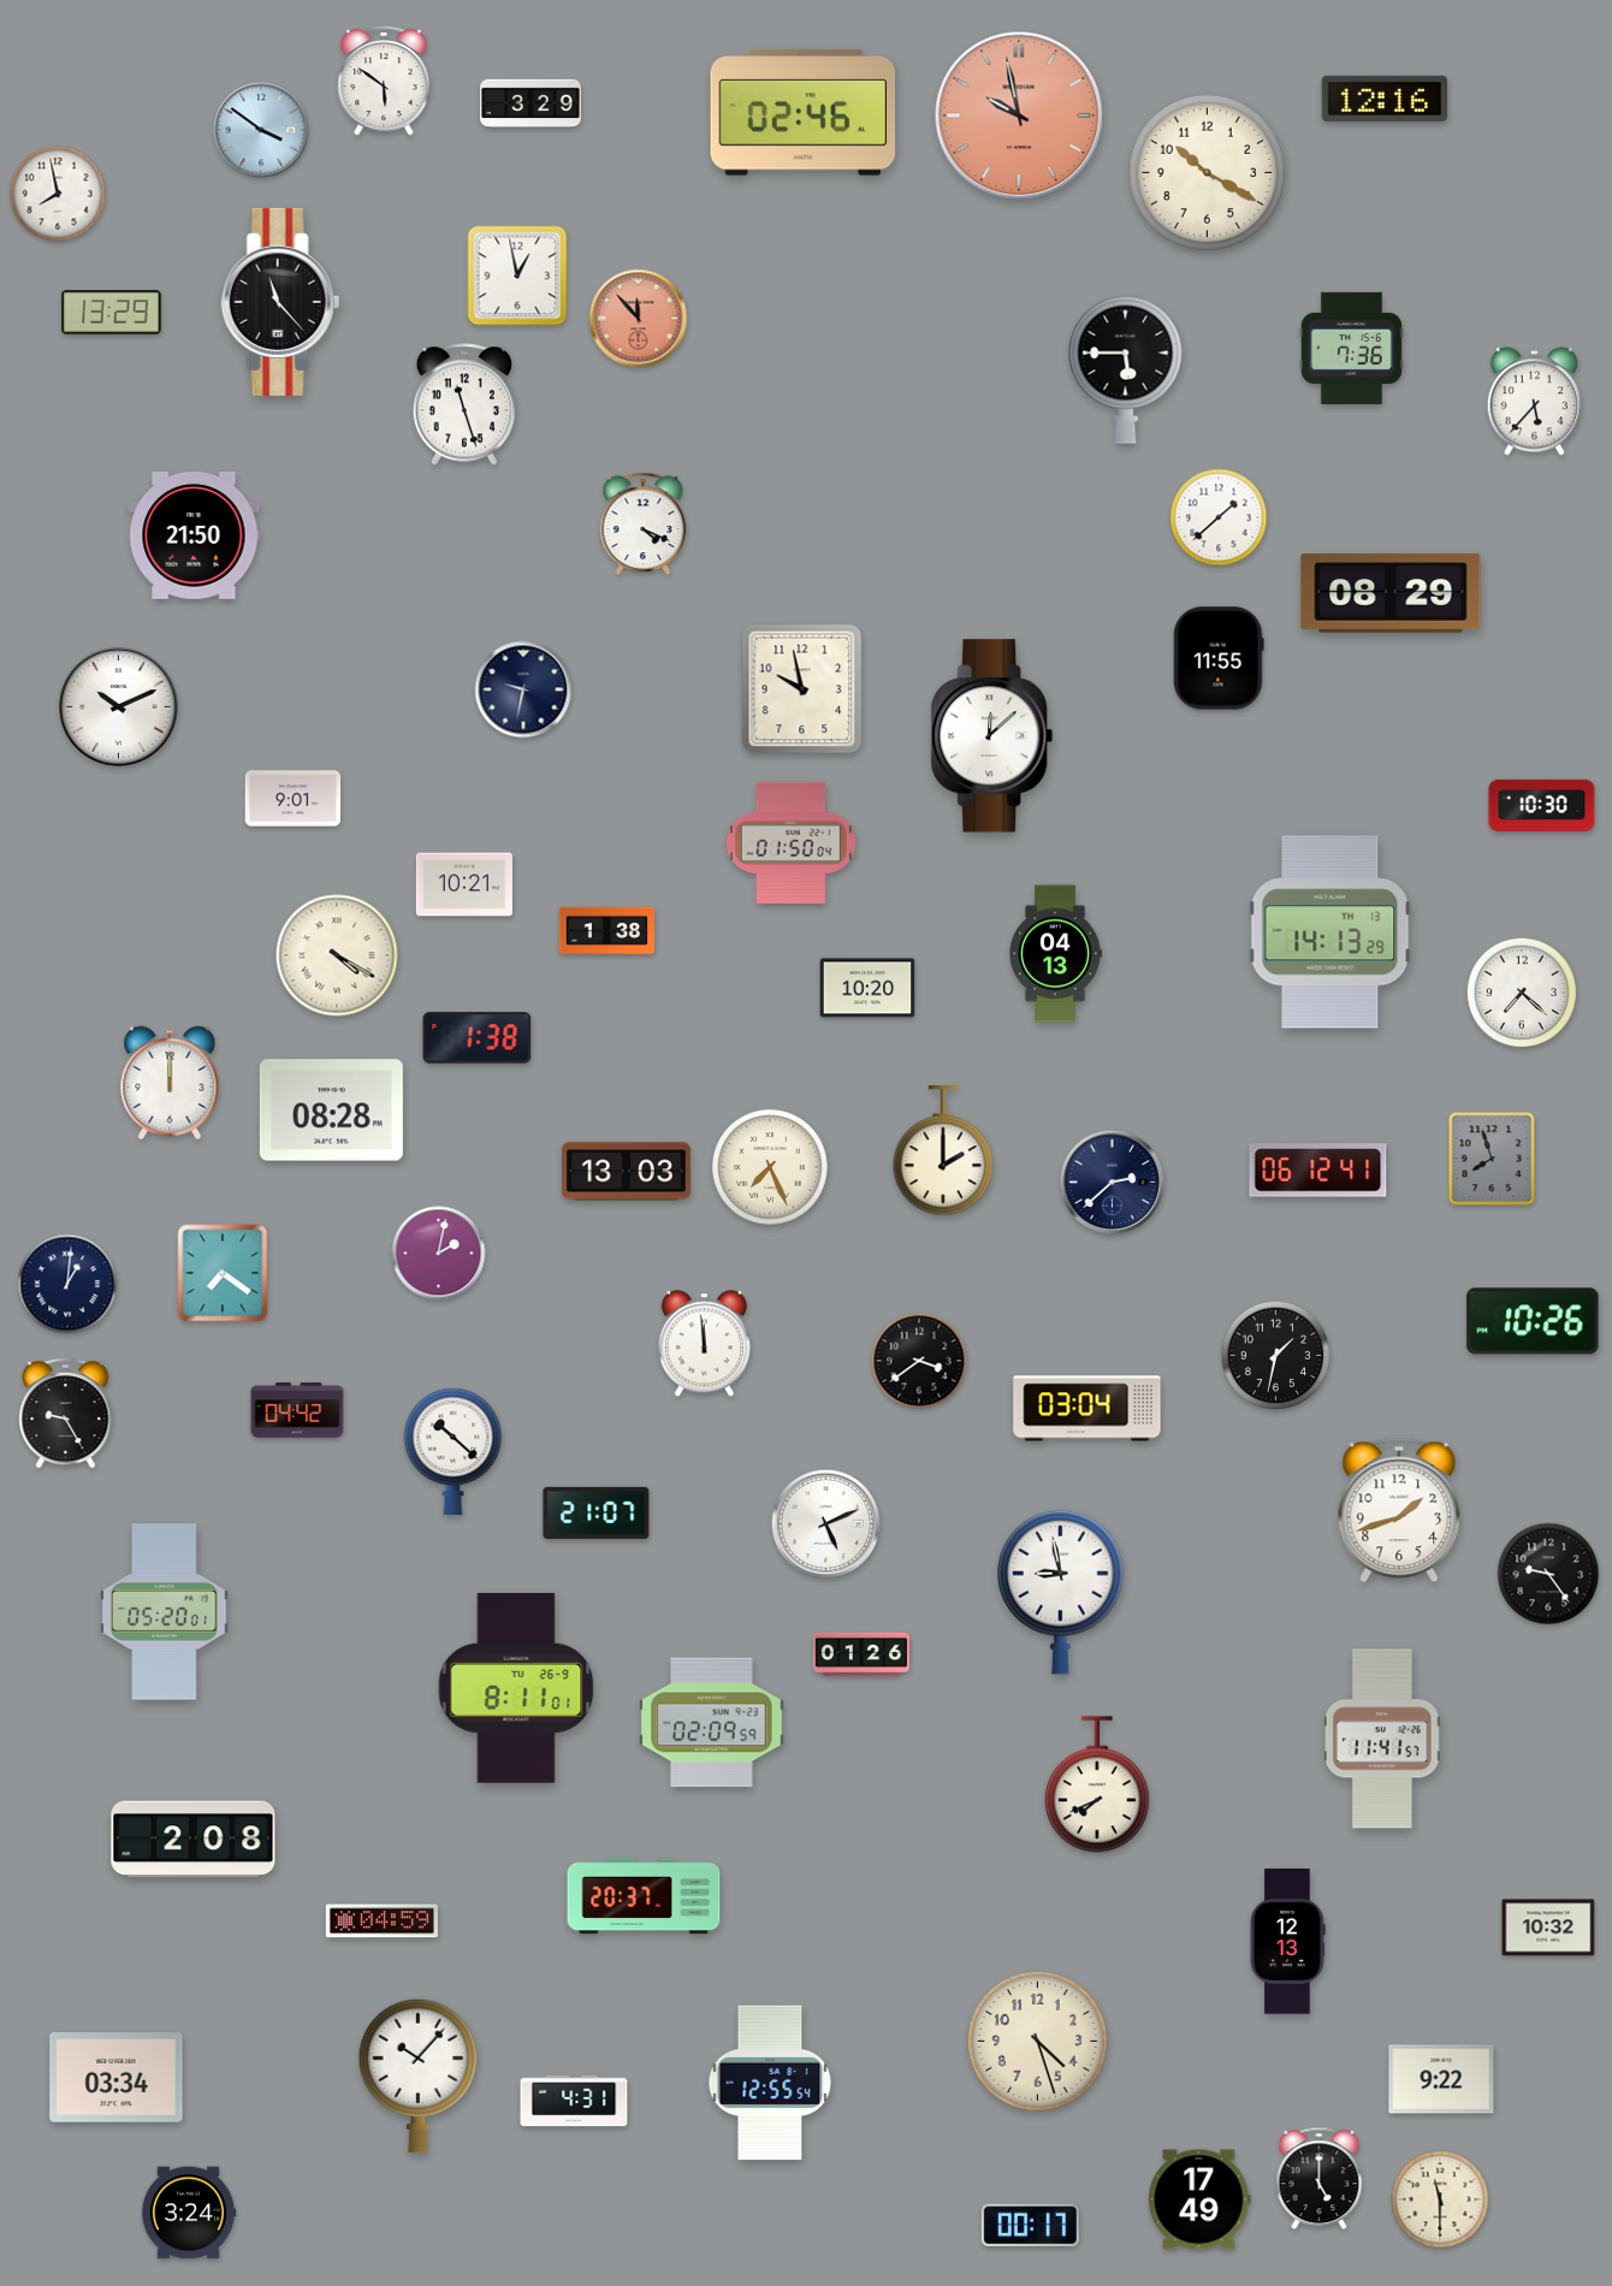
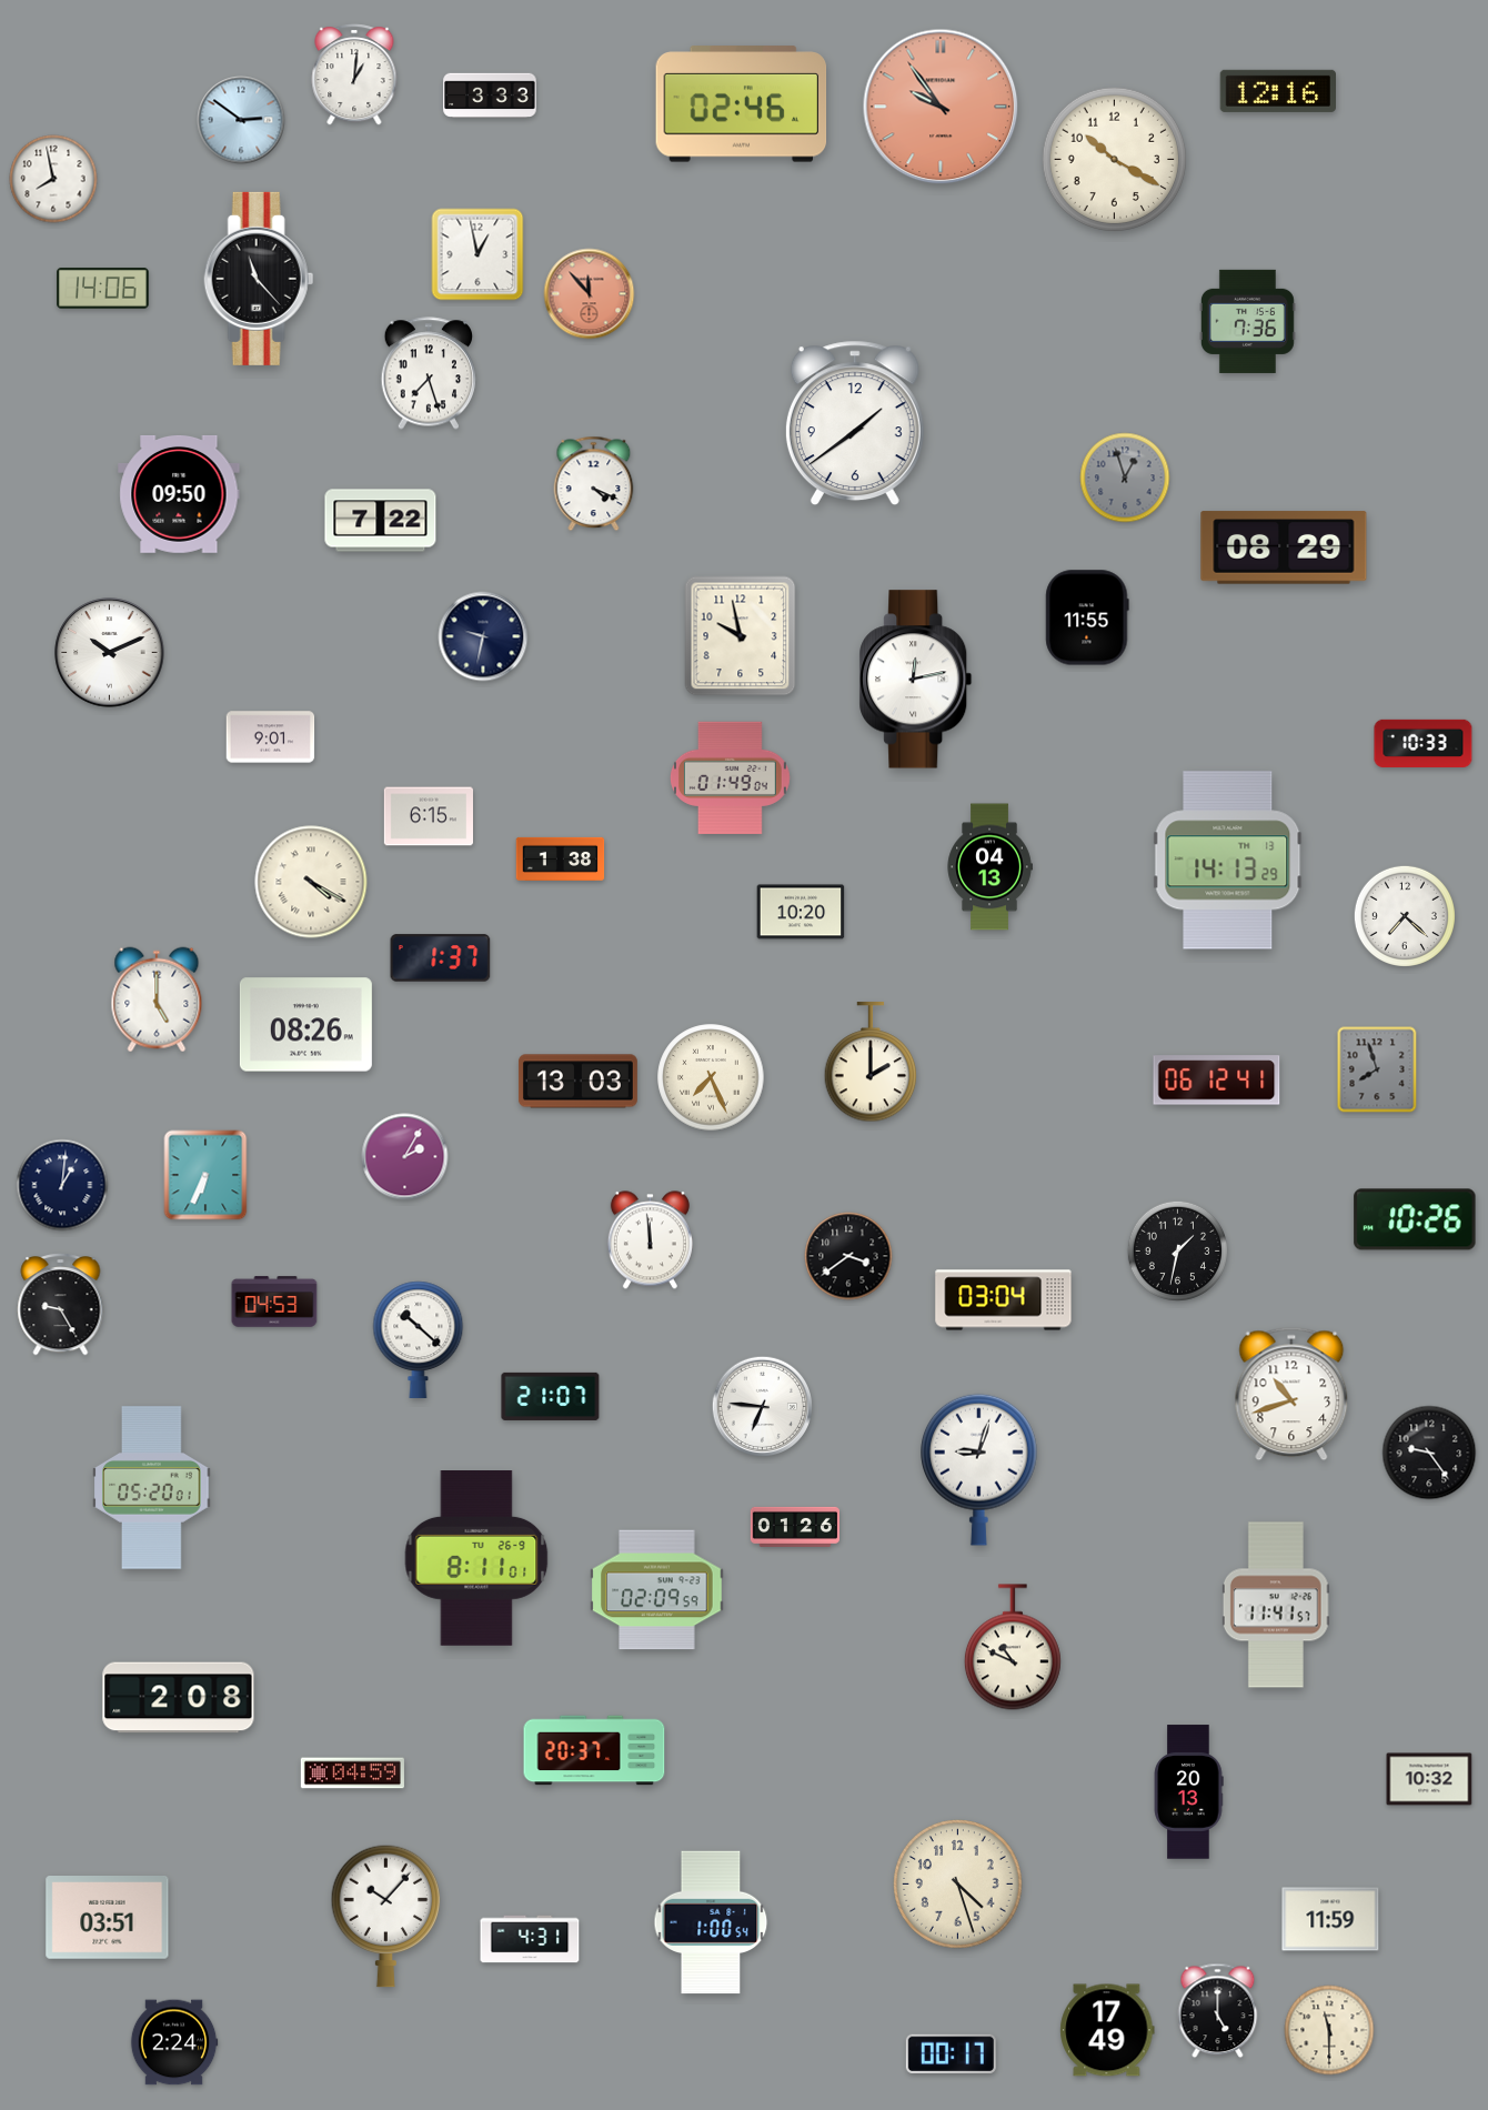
clock at (384, 81): 5:51 -> 1:01
clock at (531, 103): 3:29 -> 3:33
clock at (1019, 116): 9:58 -> 9:54
clock at (261, 130): 3:51 -> 2:51
clock at (112, 313): 13:29 -> 14:06
clock at (1126, 369): 5:45 -> none
clock at (1534, 402): 5:37 -> none
clock at (464, 404): 11:27 -> 7:27
clock at (855, 423): none -> 1:39
clock at (1219, 517): 1:38 -> 12:57
clock at (1219, 517) dial: white -> grey
clock at (194, 535): 21:50 -> 09:50
clock at (381, 521): none -> 7:22
clock at (1219, 658) position: (1219, 658) -> (1087, 617)
clock at (992, 736): 12:08 -> 12:13
clock at (1542, 805): 10:30 -> 10:33
clock at (790, 842): 01:50 -> 01:49
clock at (463, 884): 10:21 -> 6:15
clock at (1055, 954) position: (1055, 954) -> (989, 867)
clock at (478, 1038): 1:38 -> 1:37
clock at (170, 1083): 12:00 -> 5:00
clock at (331, 1111): 08:28 -> 08:26
clock at (1113, 1183): 2:38 -> none
clock at (439, 1254): 2:02 -> 2:05
clock at (223, 1273): 7:21 -> 6:34
clock at (297, 1410): 04:42 -> 04:53
clock at (1399, 1510): 1:42 -> 10:42
clock at (825, 1523): 5:11 -> 6:46
clock at (1061, 1592): 8:58 -> 9:03
clock at (1097, 1784): 7:41 -> 10:49
clock at (1287, 1942): 12:13 -> 20:13
clock at (117, 2078): 03:34 -> 03:51
clock at (1441, 2079): 9:22 -> 11:59
clock at (770, 2083): 12:55 -> 1:00
clock at (189, 2213): 3:24 -> 2:24
